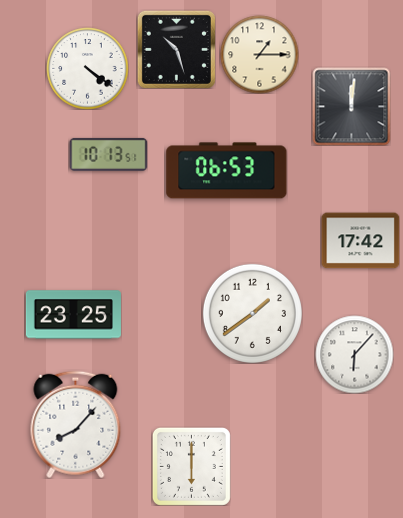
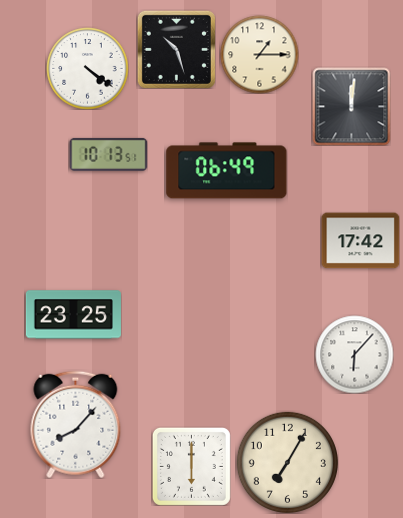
clock at (227, 171): 06:53 -> 06:49
clock at (252, 313): 1:39 -> none
clock at (287, 462): none -> 7:05
